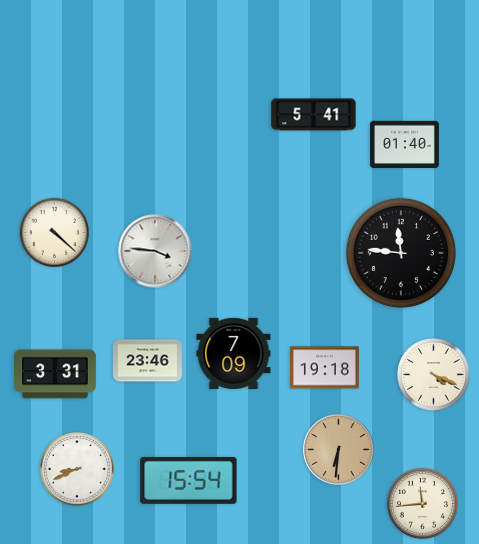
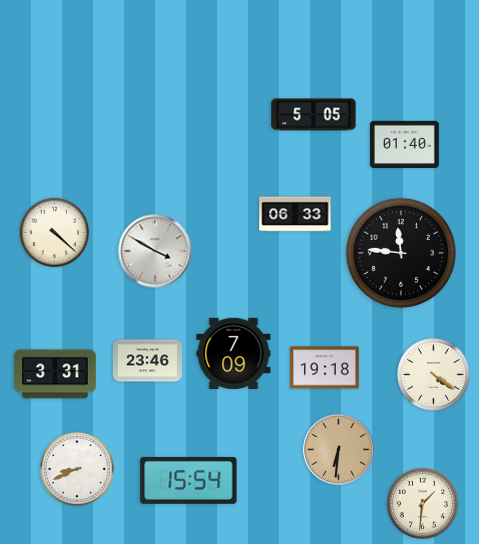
clock at (314, 115): 5:41 -> 5:05
clock at (295, 214): none -> 06:33
clock at (155, 251): 3:46 -> 3:50
clock at (434, 375): 4:19 -> 4:21
clock at (422, 503): 11:44 -> 1:31
